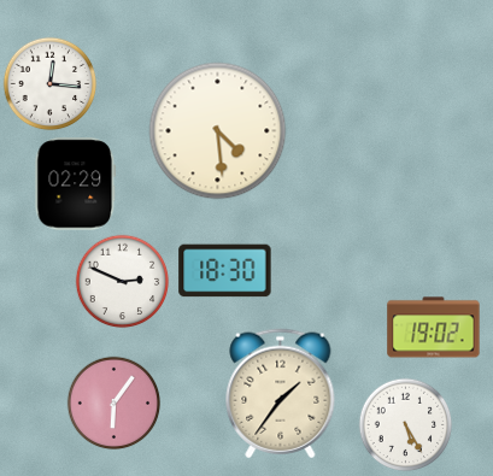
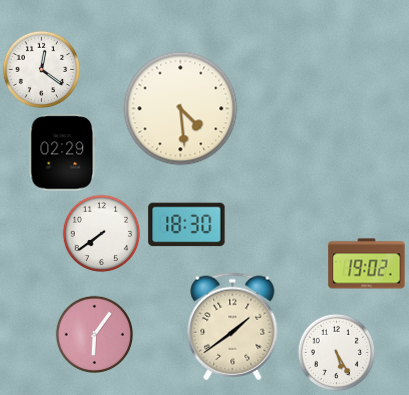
clock at (49, 83): 12:16 -> 12:21
clock at (122, 281): 2:49 -> 7:39
clock at (434, 328) position: (434, 328) -> (367, 264)
clock at (281, 394): 1:36 -> 1:39
